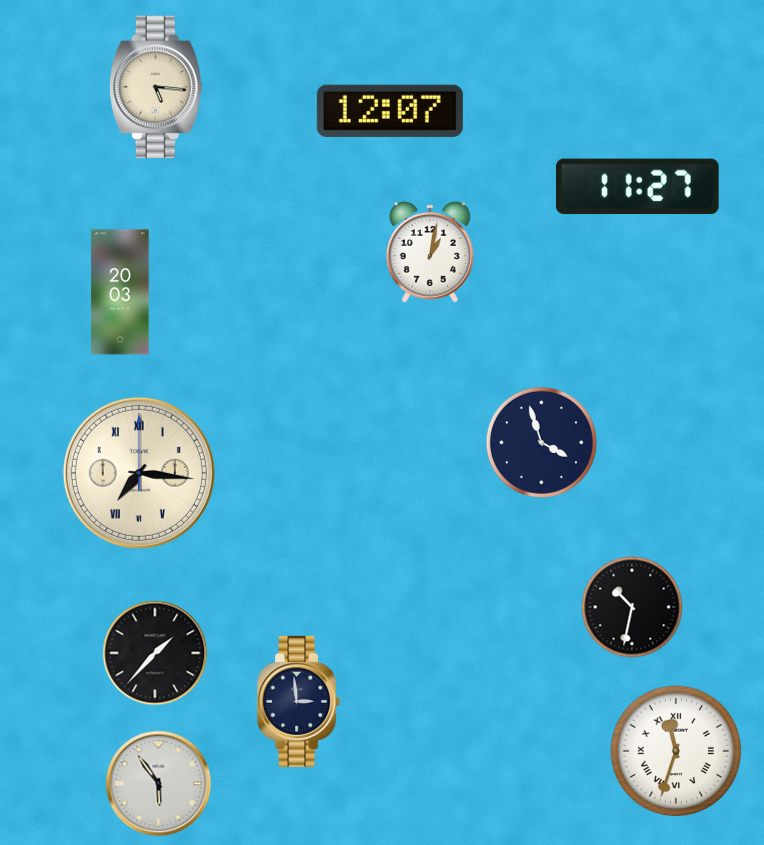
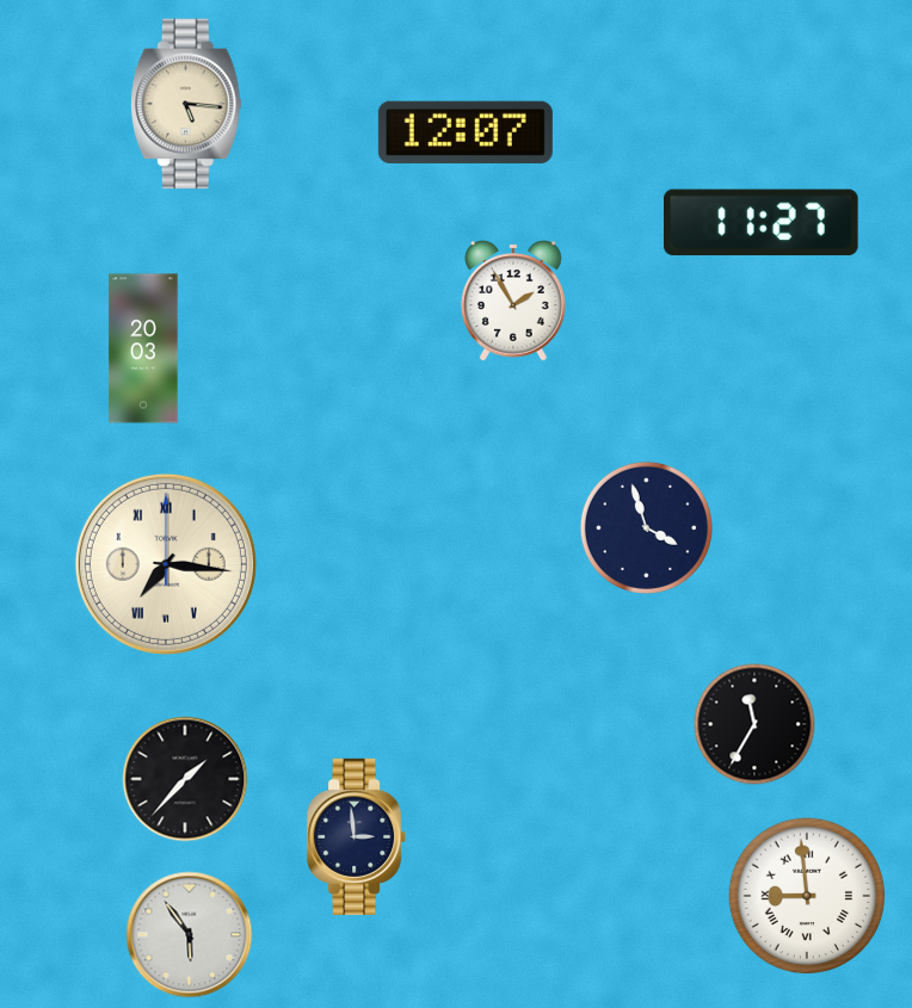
clock at (431, 253): 1:02 -> 1:55
clock at (632, 607): 10:32 -> 11:35
clock at (676, 751): 11:33 -> 8:59
